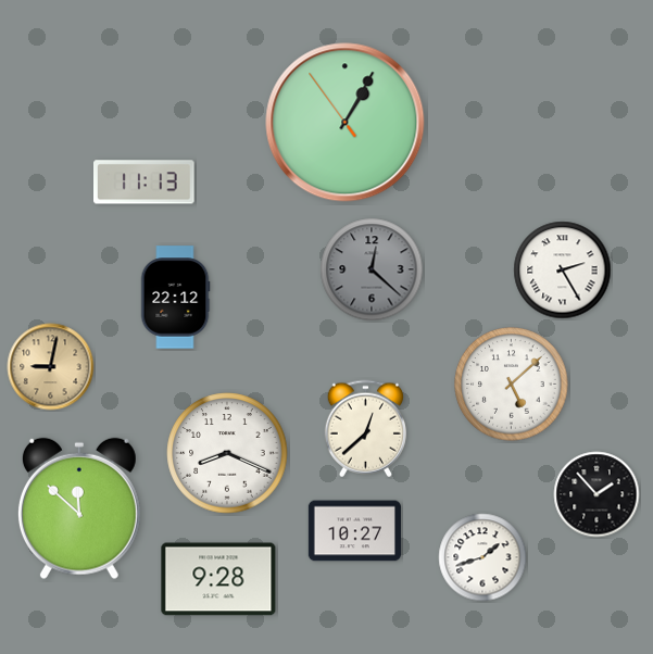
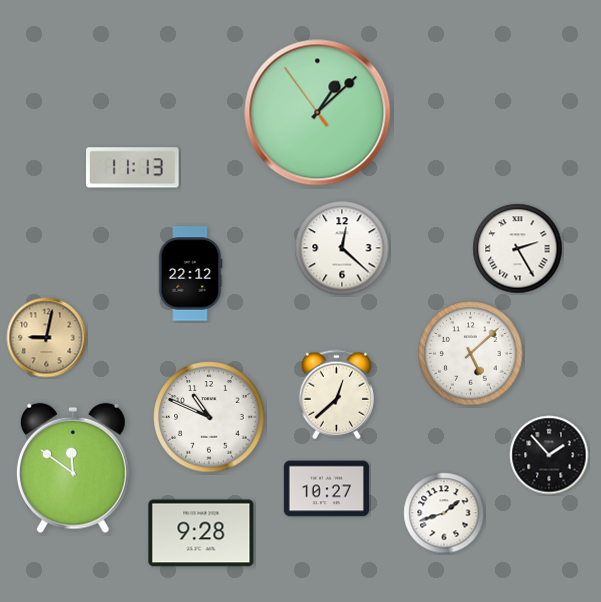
clock at (346, 123): 1:04 -> 1:07
clock at (372, 269) dial: grey -> white
clock at (175, 298) position: (175, 298) -> (190, 274)
clock at (227, 453): 8:19 -> 10:49
clock at (79, 508): 11:52 -> 11:51
